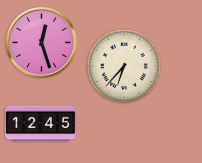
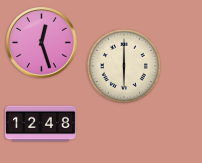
clock at (124, 66): 6:37 -> 6:00
clock at (41, 124): 12:45 -> 12:48
